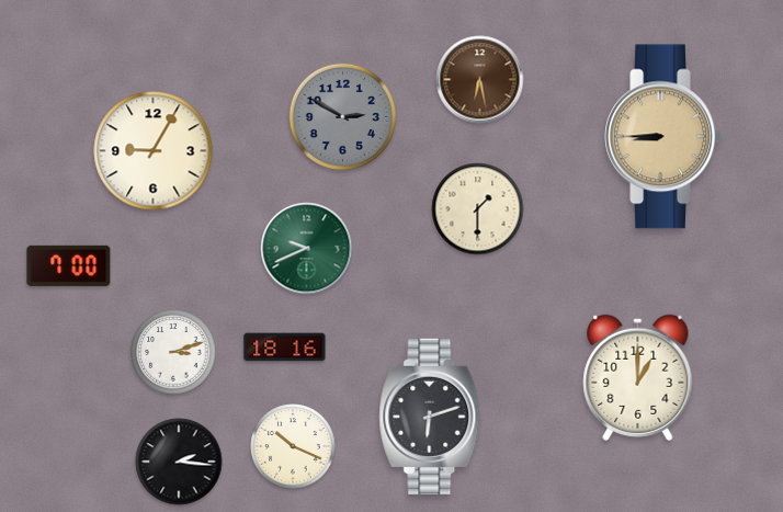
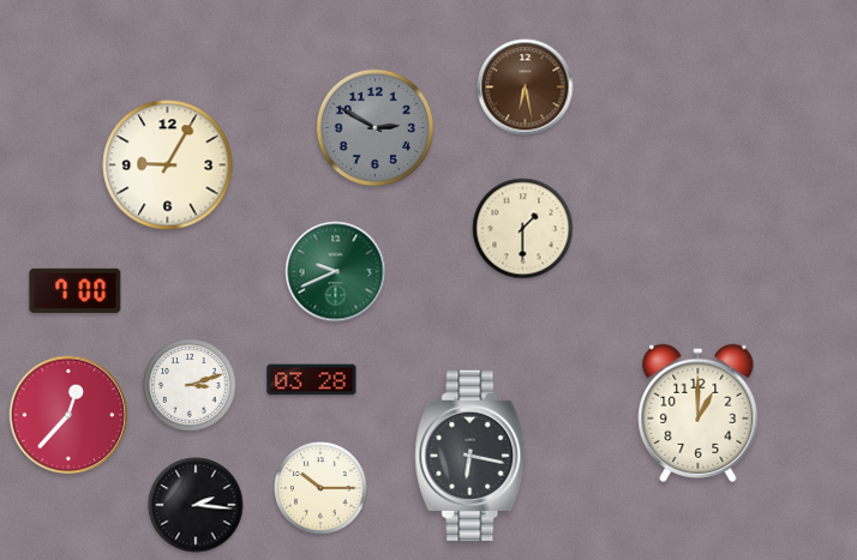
clock at (663, 137): 8:45 -> none
clock at (285, 348): 18:16 -> 03:28
clock at (68, 415): none -> 12:37
clock at (430, 417): 6:12 -> 6:17
clock at (293, 446): 10:19 -> 10:15
